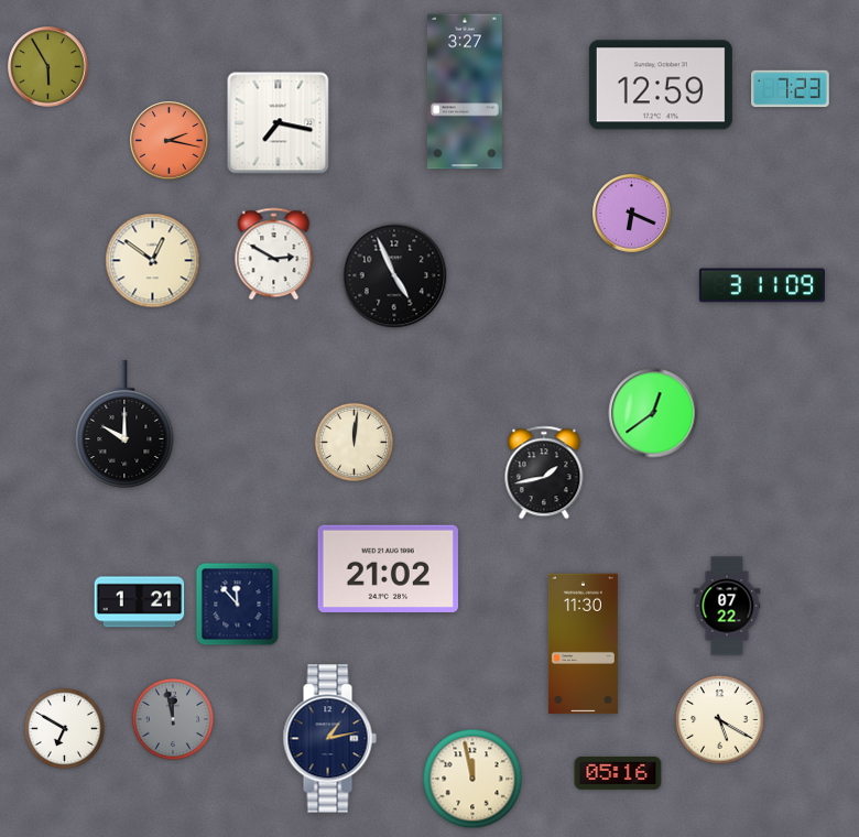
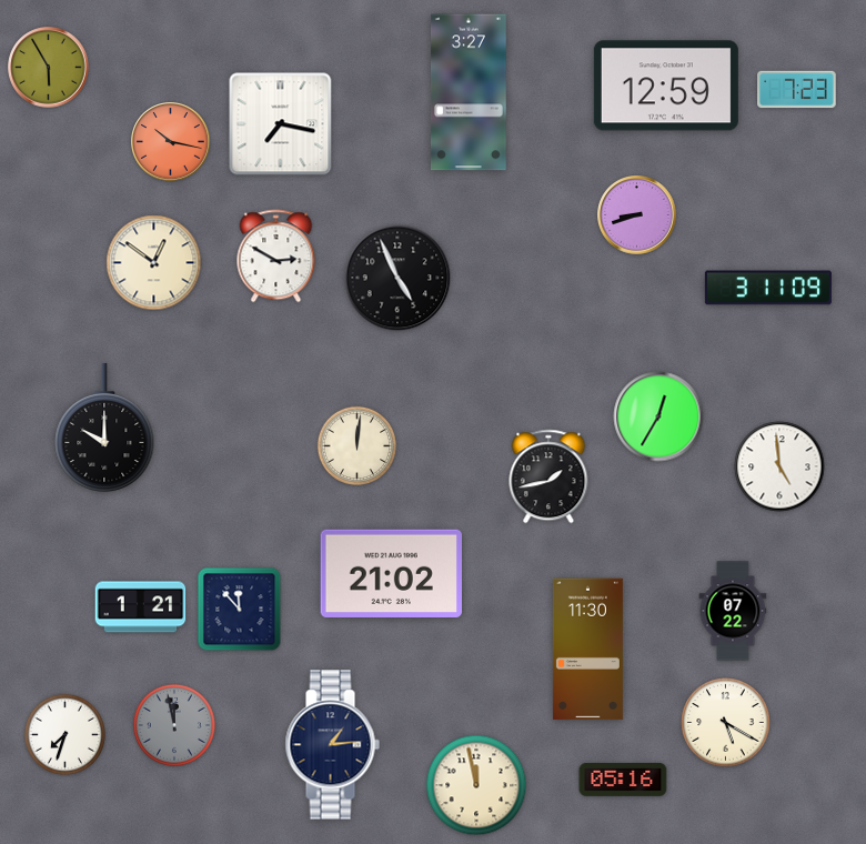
clock at (170, 141): 2:17 -> 10:17
clock at (632, 214): 6:19 -> 8:42
clock at (653, 413): 12:39 -> 12:35
clock at (124, 423) position: (124, 423) -> (104, 426)
clock at (779, 466): none -> 4:59
clock at (720, 720) position: (720, 720) -> (726, 723)
clock at (64, 728): 6:50 -> 7:33
clock at (329, 739): 1:13 -> 1:14
